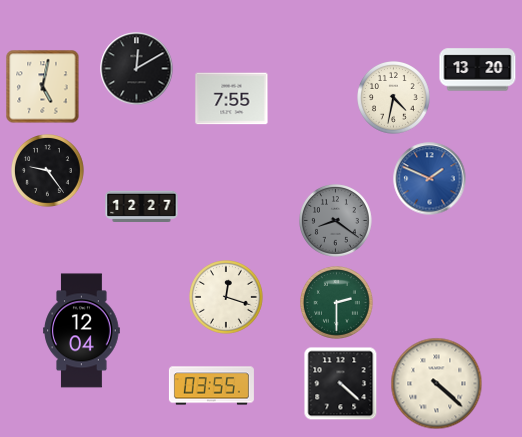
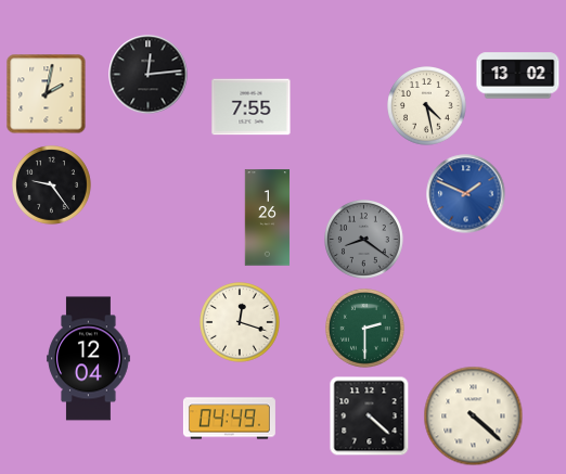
clock at (137, 69): 12:10 -> 12:14
clock at (478, 70): 13:20 -> 13:02
clock at (43, 87): 5:02 -> 2:02
clock at (394, 98): 4:32 -> 4:28
clock at (268, 218): none -> 1:26
clock at (142, 207): 12:27 -> none
clock at (226, 297) position: (226, 297) -> (240, 322)
clock at (211, 386): 03:55 -> 04:49
